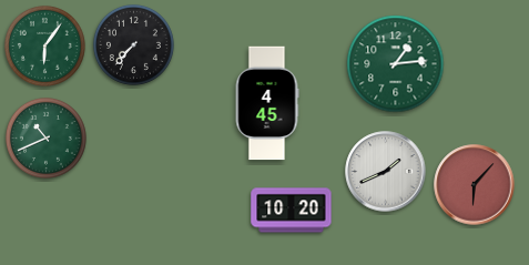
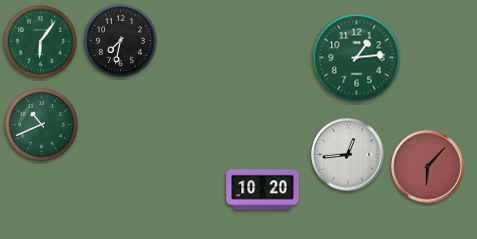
clock at (133, 44): 7:37 -> 7:32
clock at (267, 103): 4:45 -> none
clock at (386, 172): 1:41 -> 12:44
